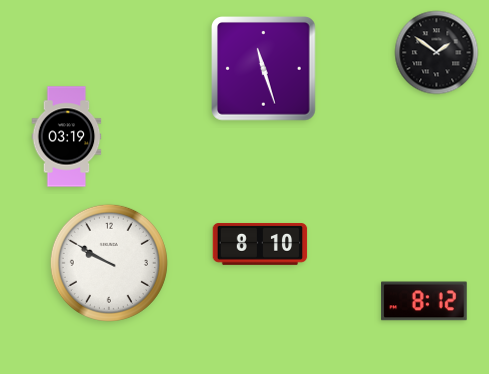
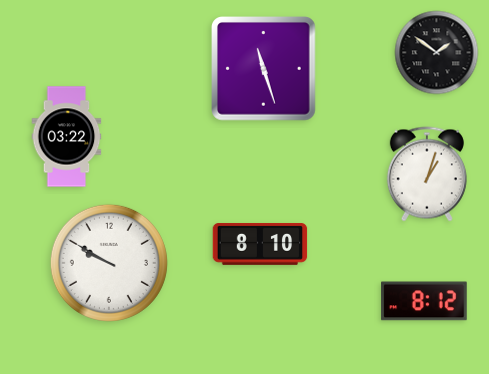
clock at (67, 137): 03:19 -> 03:22
clock at (427, 174): none -> 1:03
